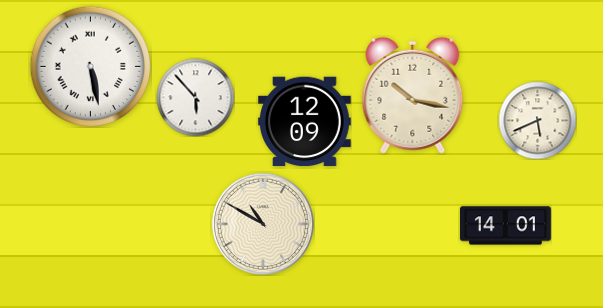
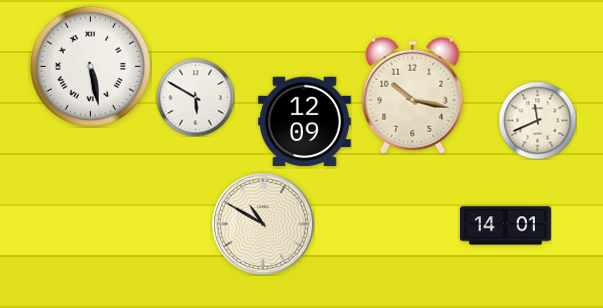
clock at (195, 97): 5:53 -> 5:50
clock at (537, 120): 5:41 -> 11:41
